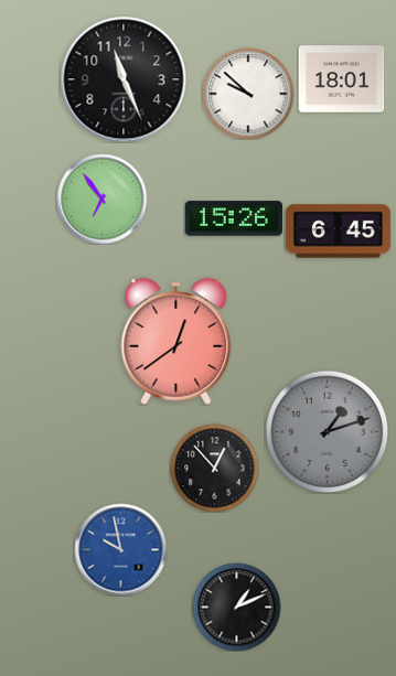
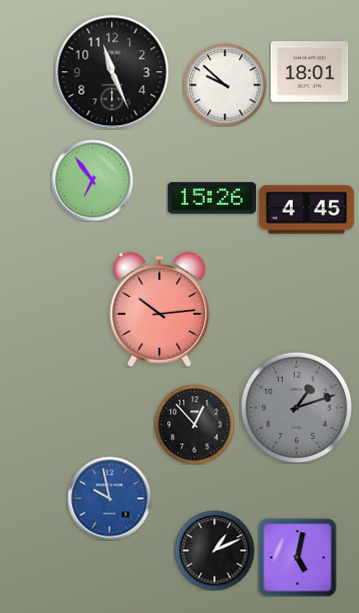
clock at (338, 232): 6:45 -> 4:45
clock at (176, 341): 12:39 -> 10:14
clock at (327, 431) position: (327, 431) -> (296, 407)
clock at (297, 557): none -> 5:02
